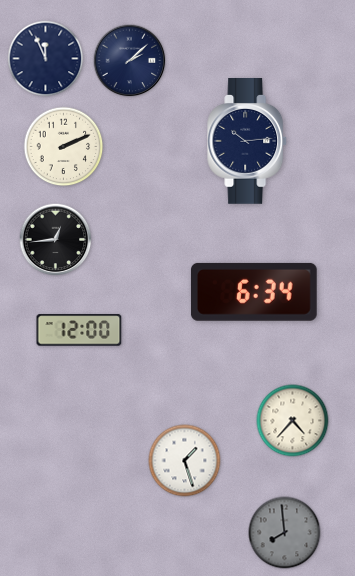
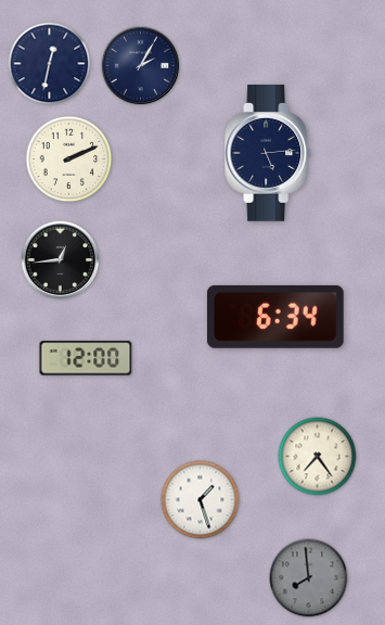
clock at (46, 59): 11:56 -> 12:32
clock at (130, 61): 2:08 -> 2:05
clock at (248, 142): 10:14 -> 5:14
clock at (293, 421): 4:37 -> 7:24
